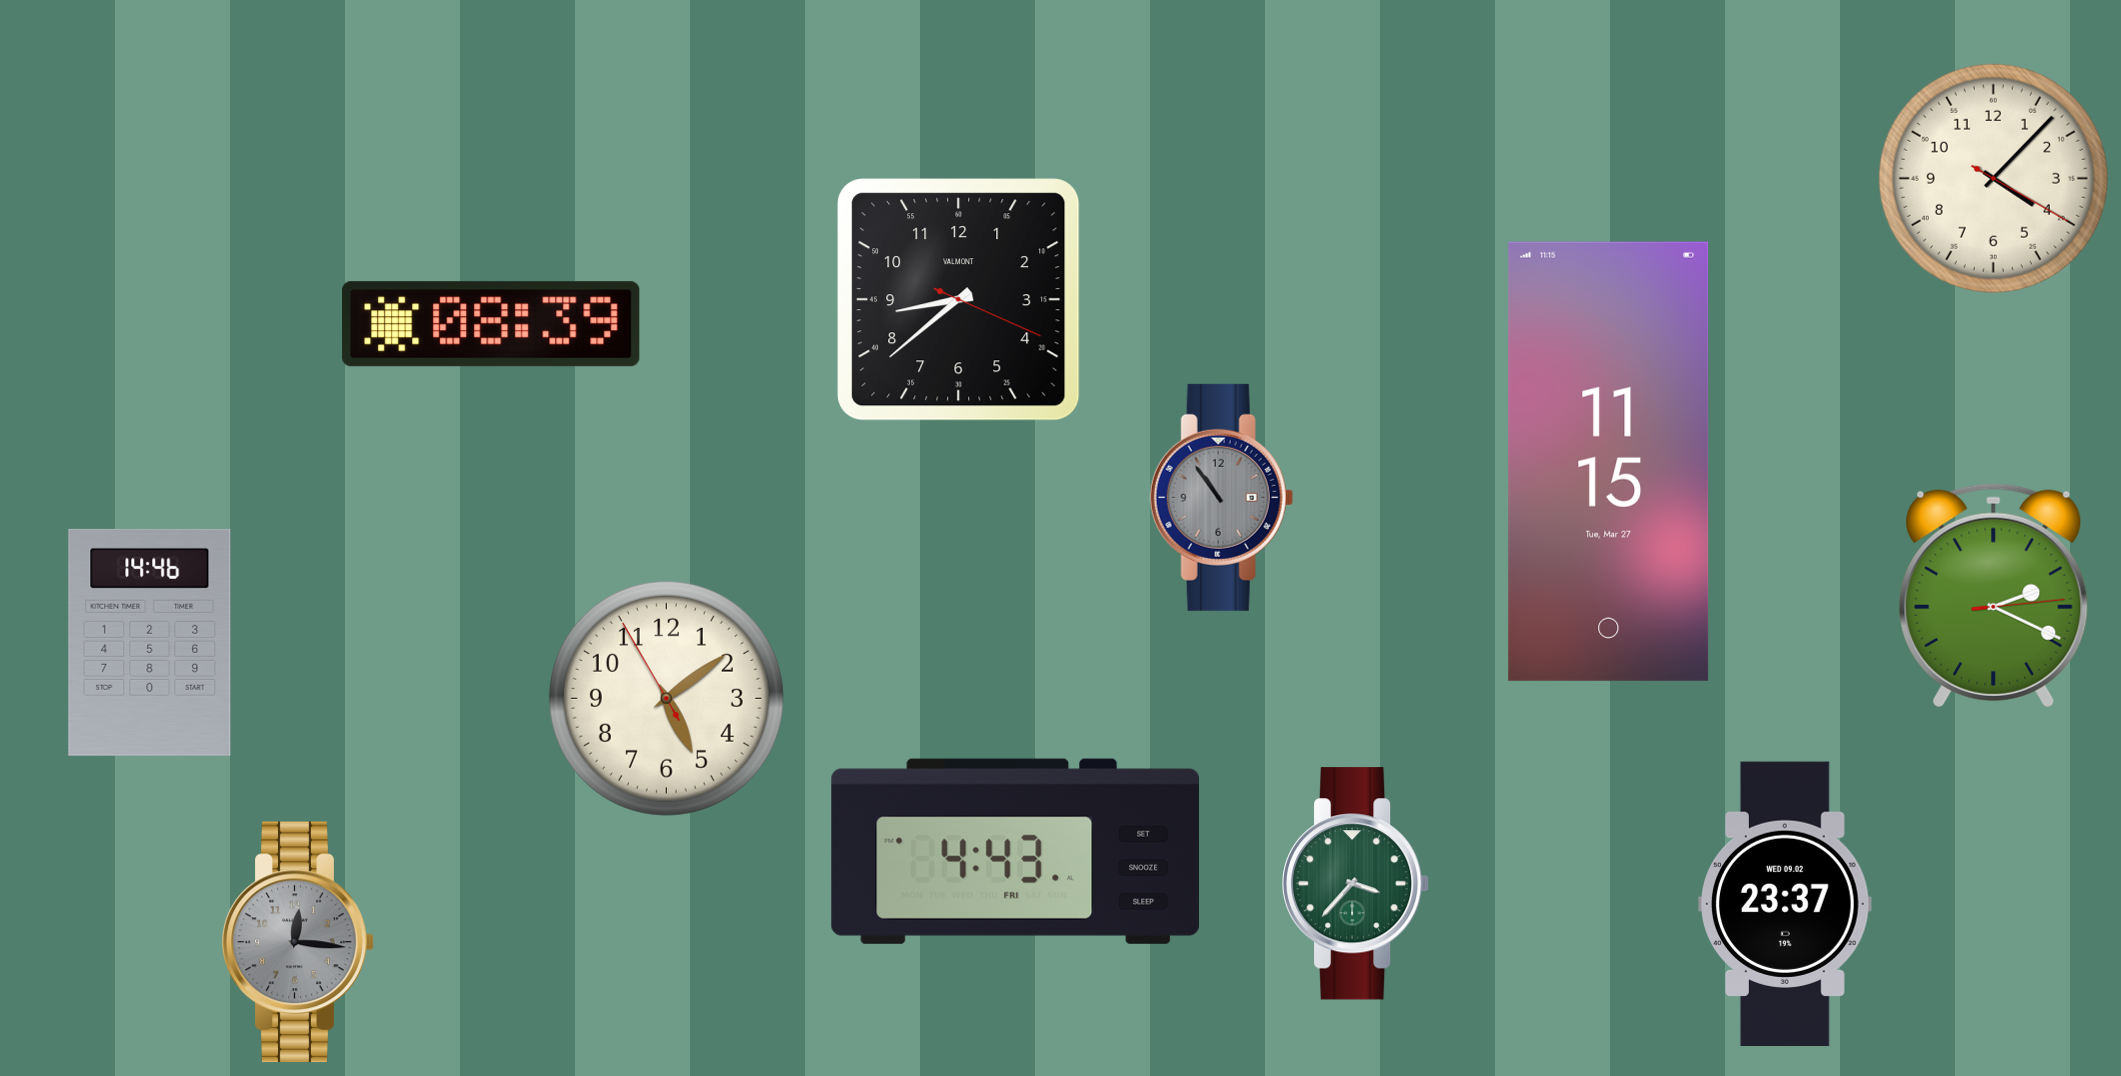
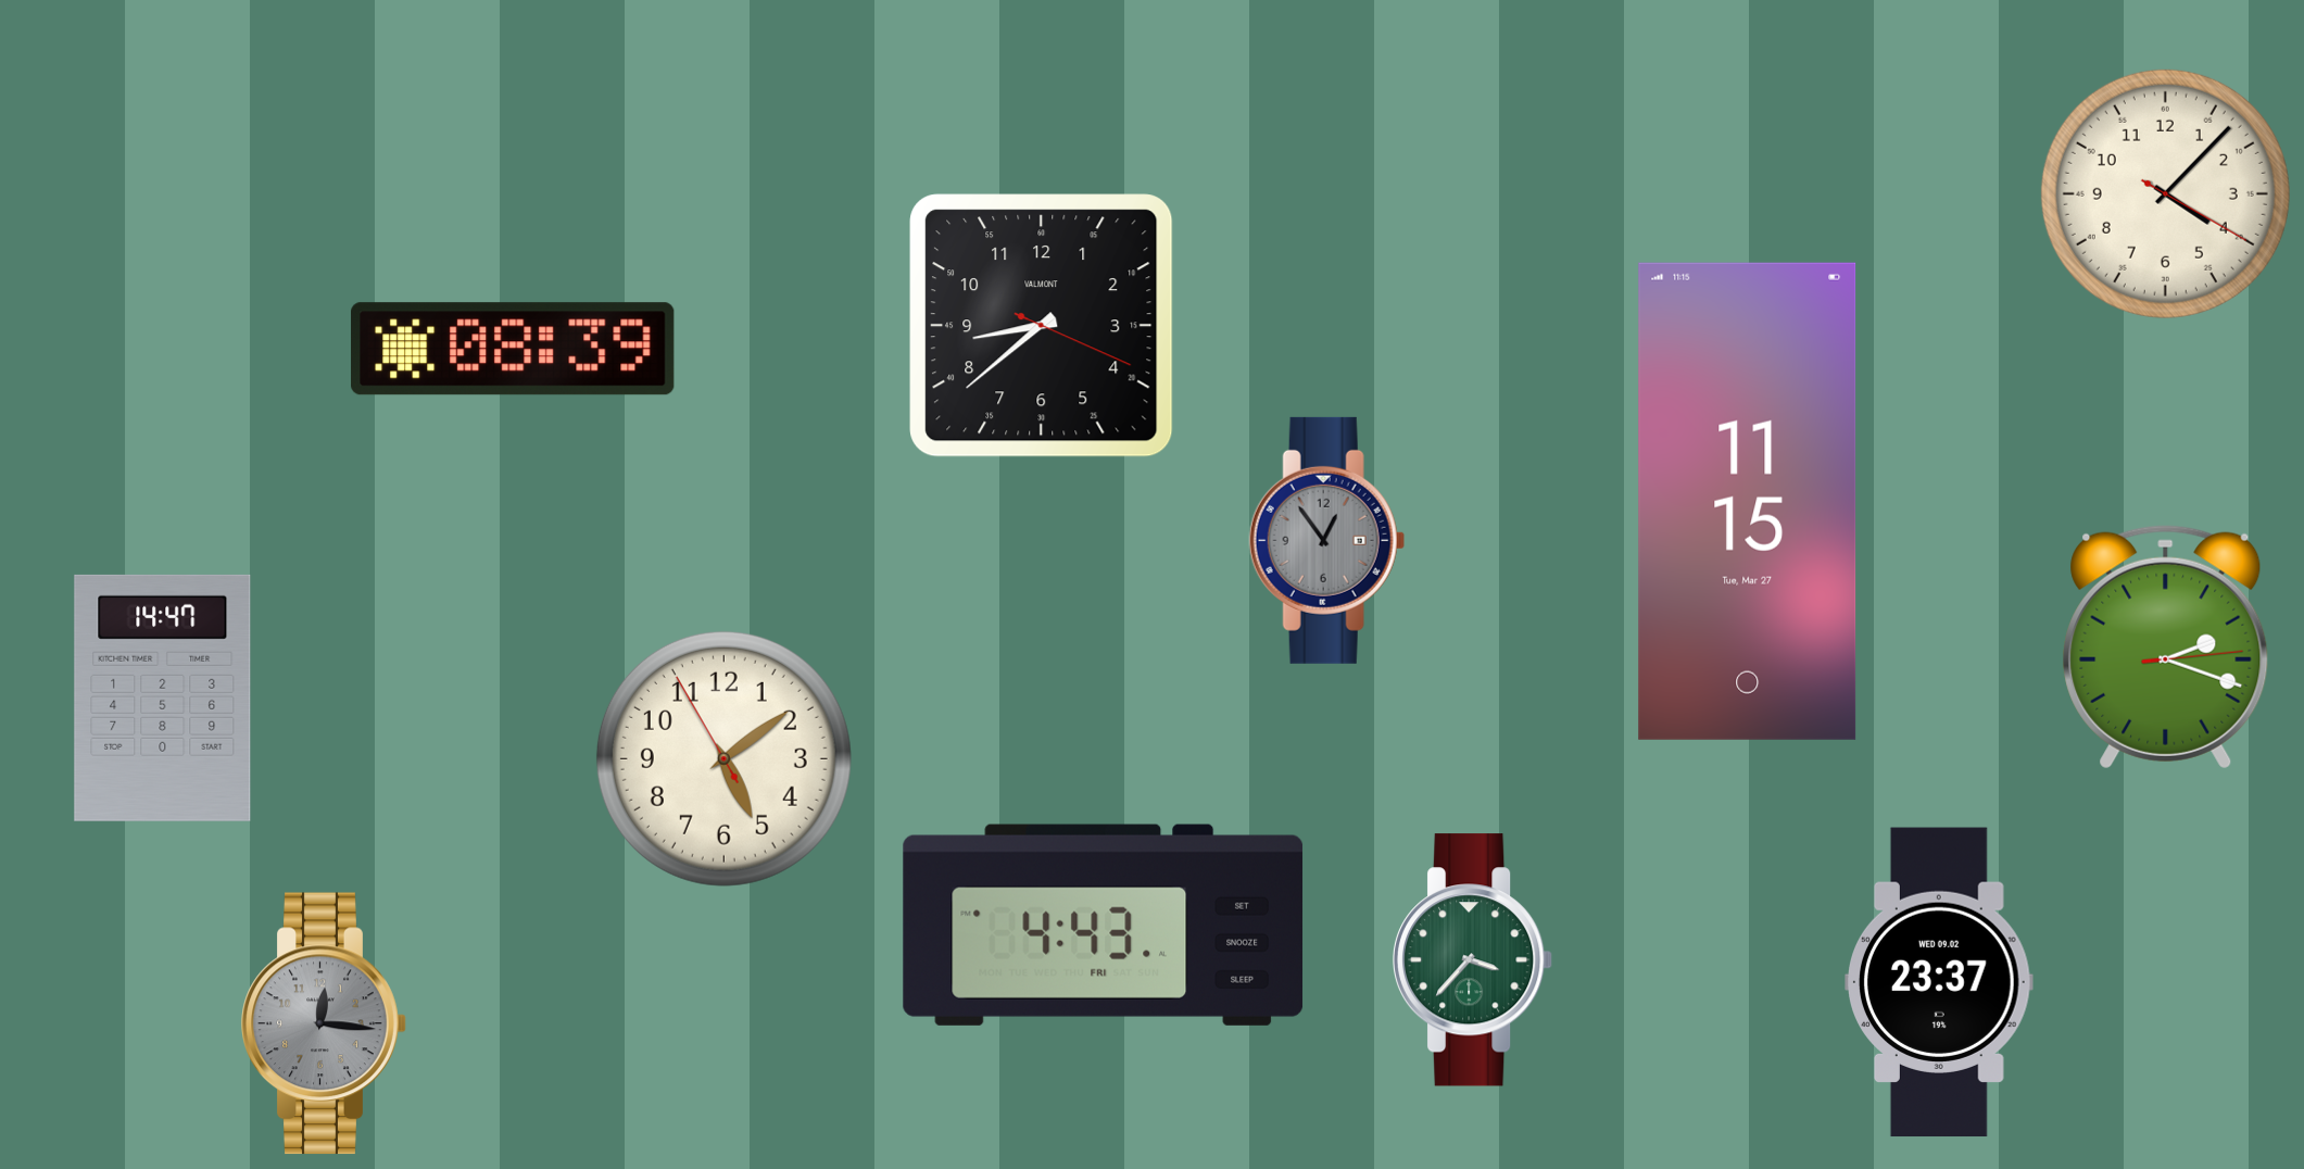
clock at (491, 324) position: (491, 324) -> (513, 349)
clock at (1221, 497): 10:54 -> 12:54
clock at (1994, 596): 2:19 -> 2:18
clock at (150, 642): 14:46 -> 14:47
